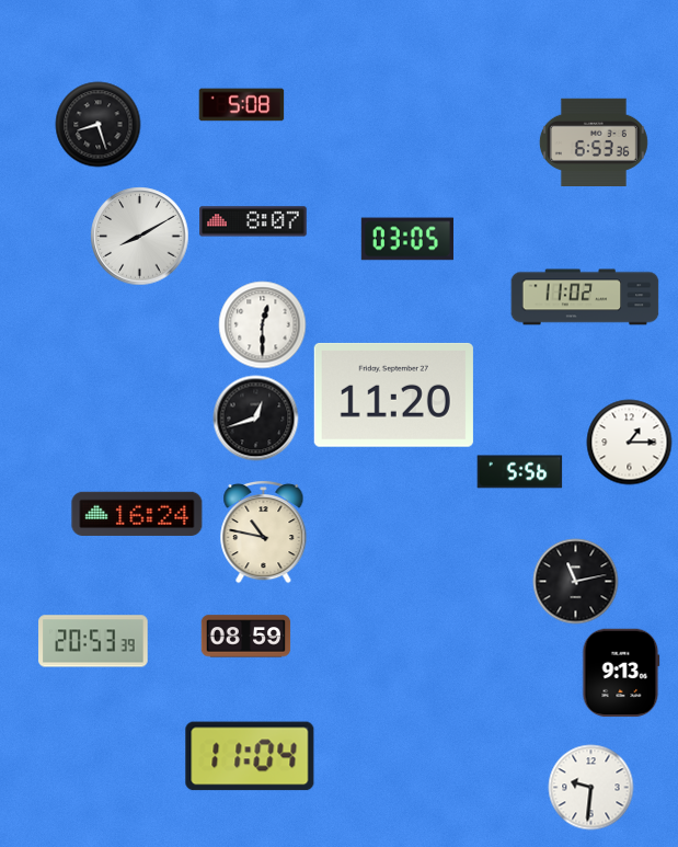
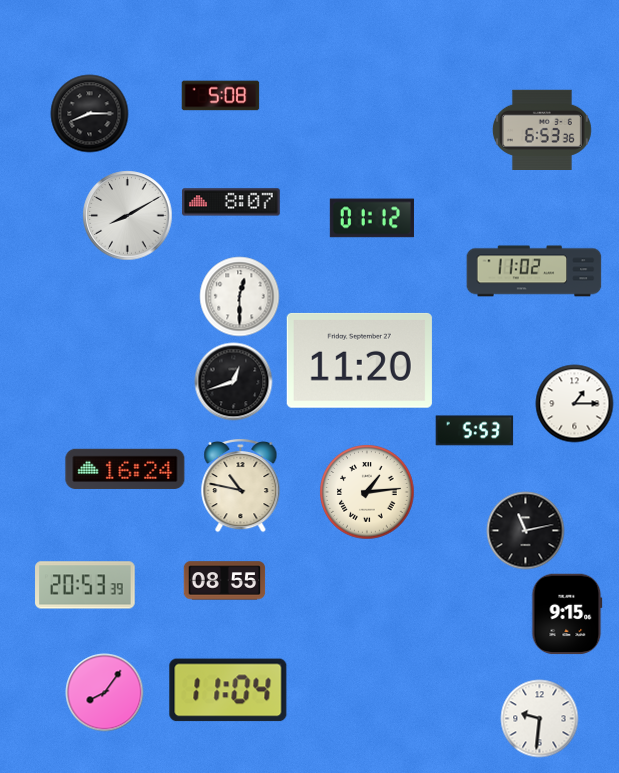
clock at (97, 124): 8:27 -> 8:15
clock at (406, 239): 03:05 -> 01:12
clock at (519, 472): 5:56 -> 5:53
clock at (367, 492): none -> 1:14
clock at (245, 637): 08:59 -> 08:55
clock at (621, 673): 9:13 -> 9:15
clock at (104, 692): none -> 8:06
